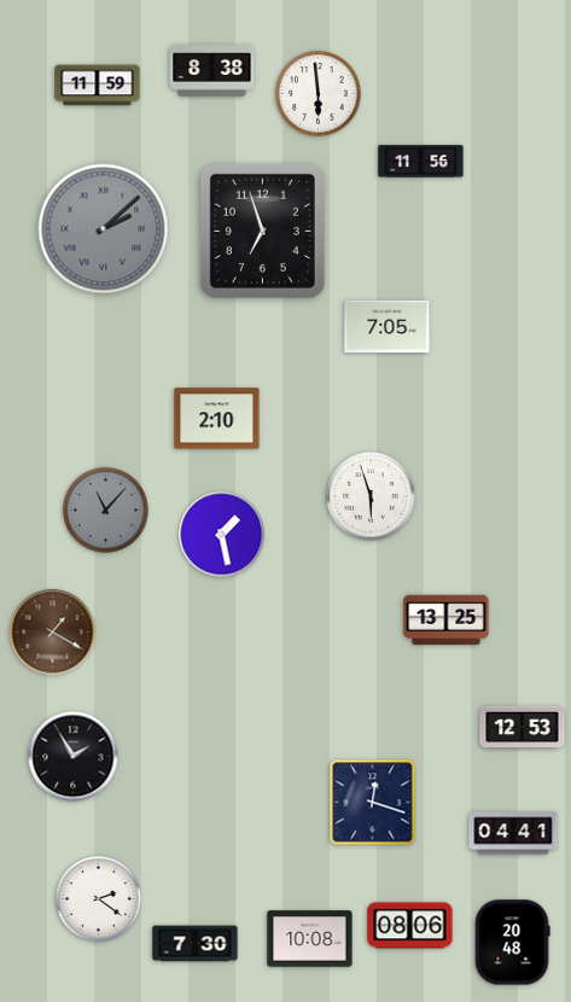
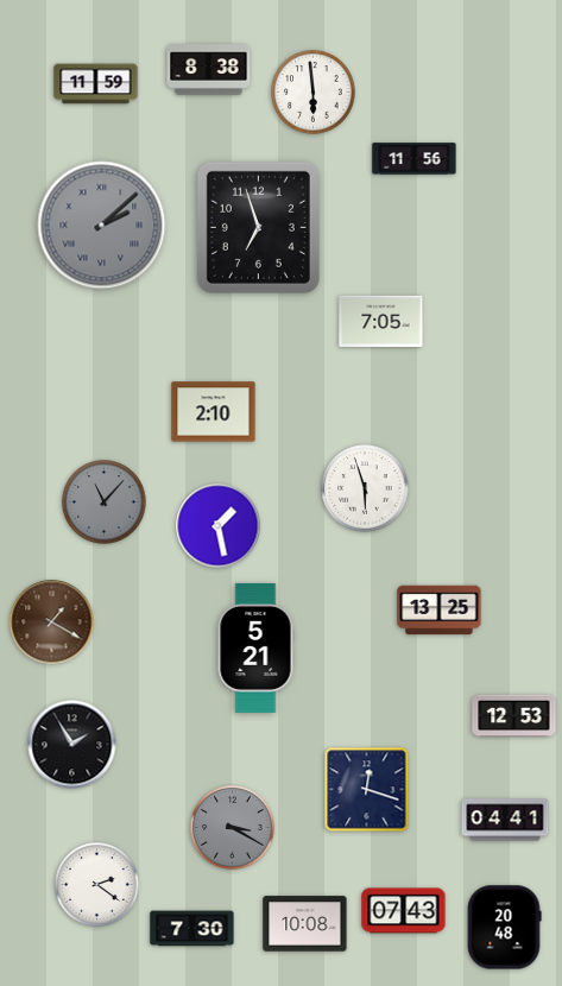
clock at (255, 647): none -> 5:21
clock at (233, 828): none -> 3:20
clock at (410, 926): 08:06 -> 07:43
